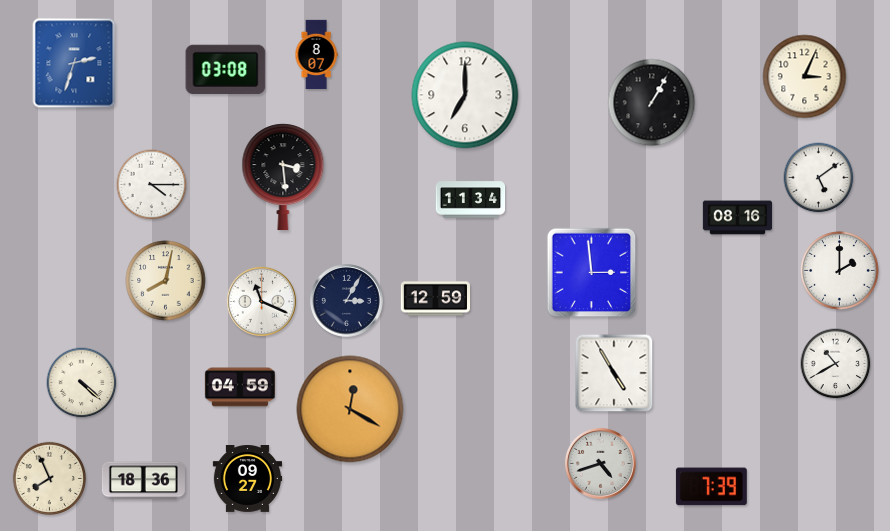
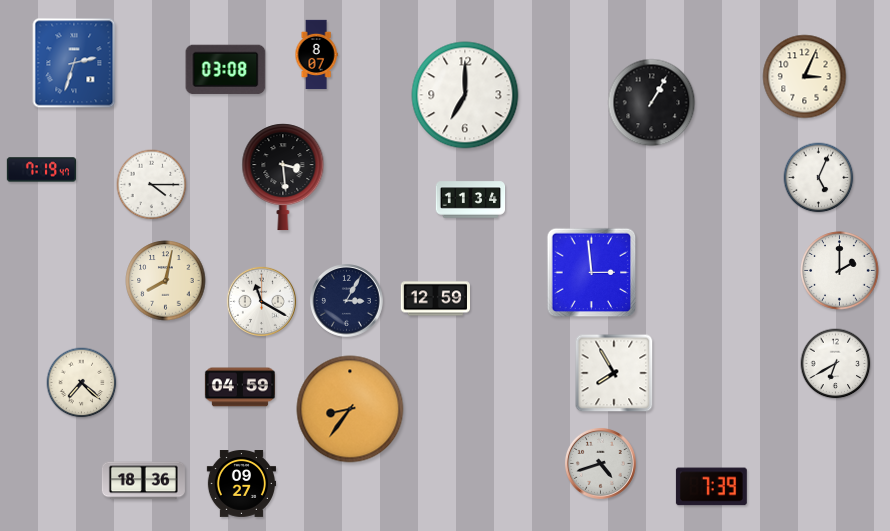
clock at (42, 170): none -> 7:19
clock at (819, 178): 5:09 -> 5:04
clock at (738, 218): 08:16 -> none
clock at (261, 301): 11:19 -> 11:20
clock at (836, 364): 10:40 -> 6:40
clock at (614, 373): 4:55 -> 7:55
clock at (82, 383): 4:22 -> 7:22
clock at (350, 409): 12:20 -> 8:36
clock at (49, 478): 7:56 -> none
clock at (248, 479) position: (248, 479) -> (242, 484)
